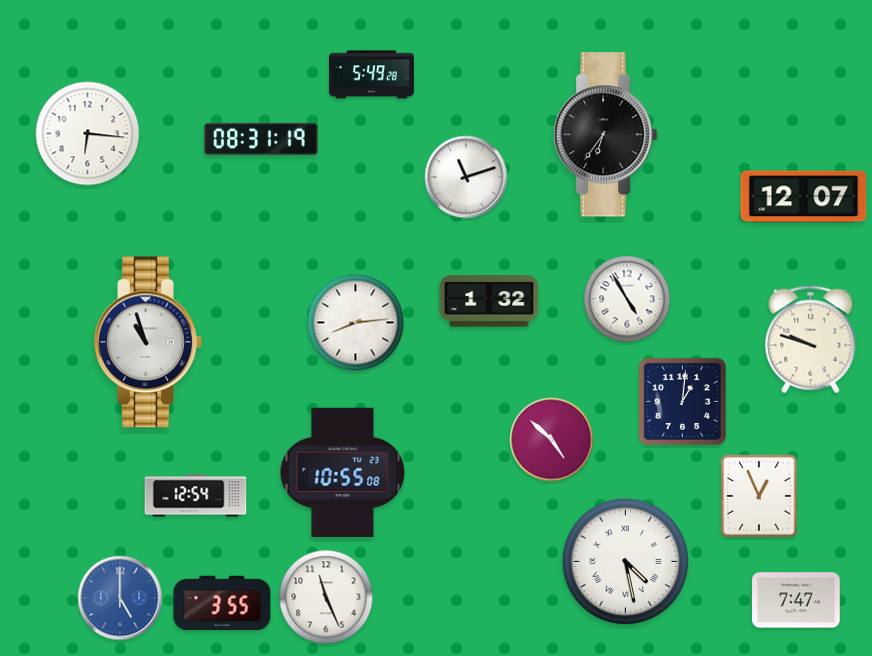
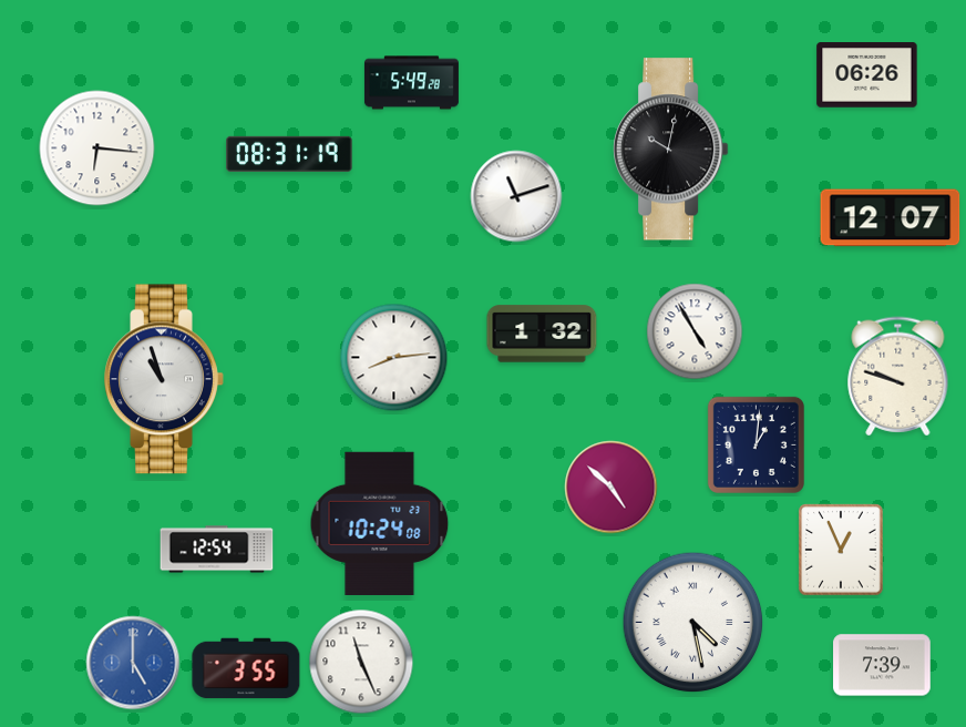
clock at (867, 75): none -> 06:26
clock at (605, 135): 6:36 -> 10:02
clock at (343, 472): 10:55 -> 10:24
clock at (796, 600): 7:47 -> 7:39
